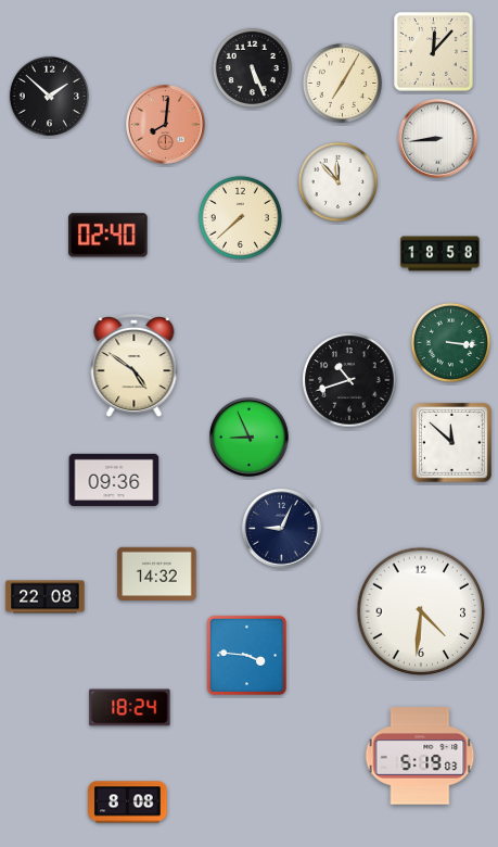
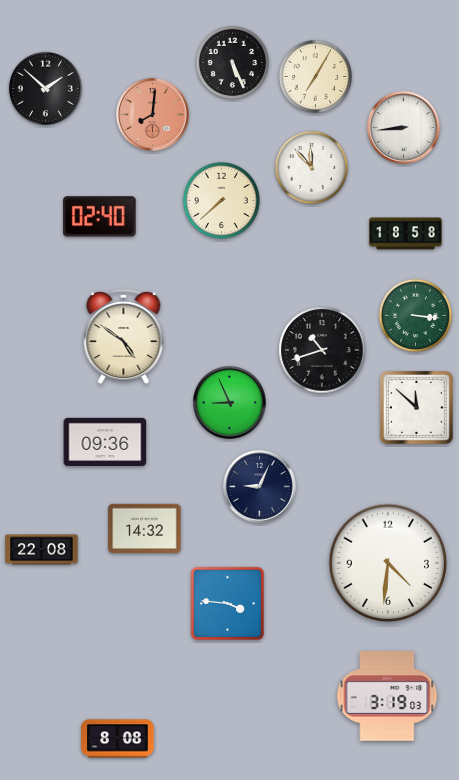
clock at (433, 51): 12:07 -> none
clock at (130, 708): 18:24 -> none
clock at (420, 756): 5:19 -> 3:19
